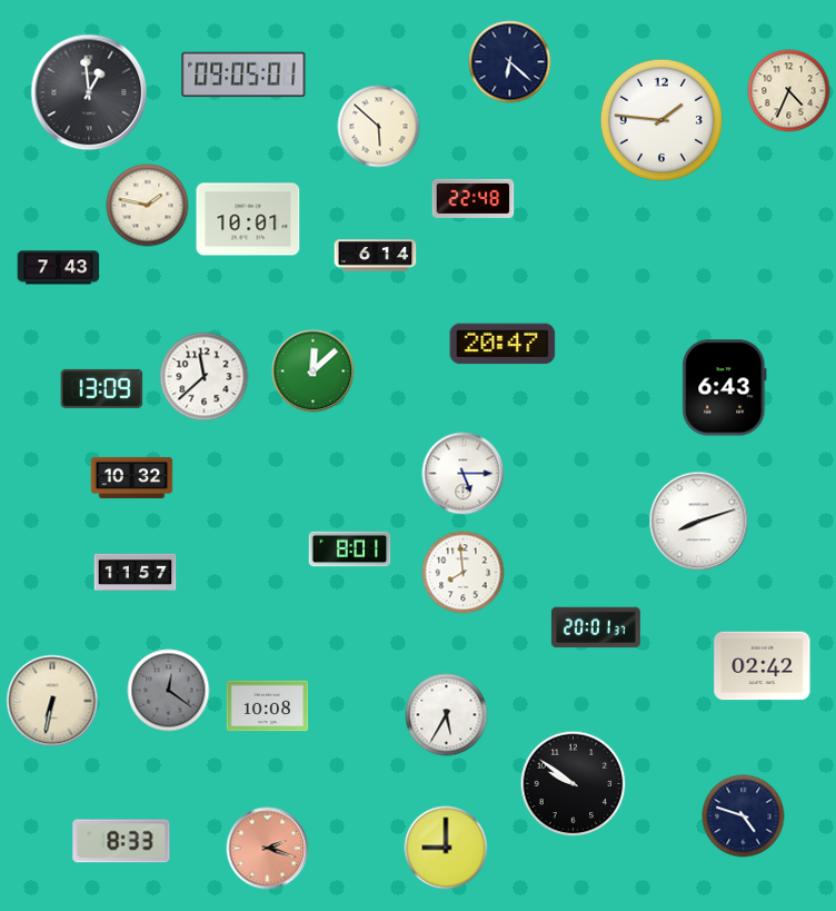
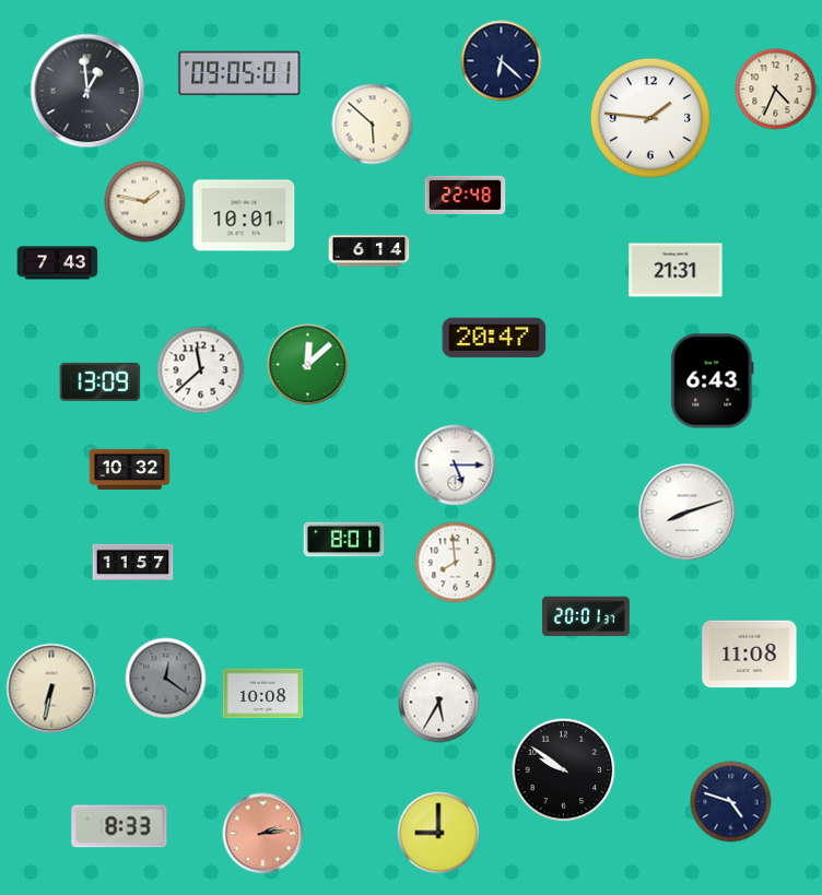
clock at (676, 270): none -> 21:31
clock at (763, 666): 02:42 -> 11:08
clock at (268, 849): 2:18 -> 2:14
